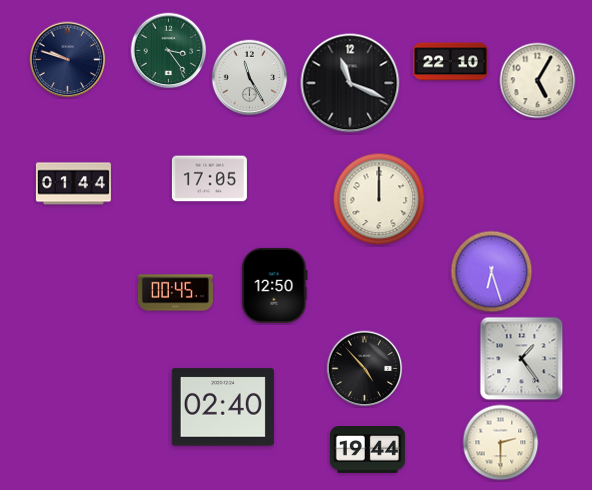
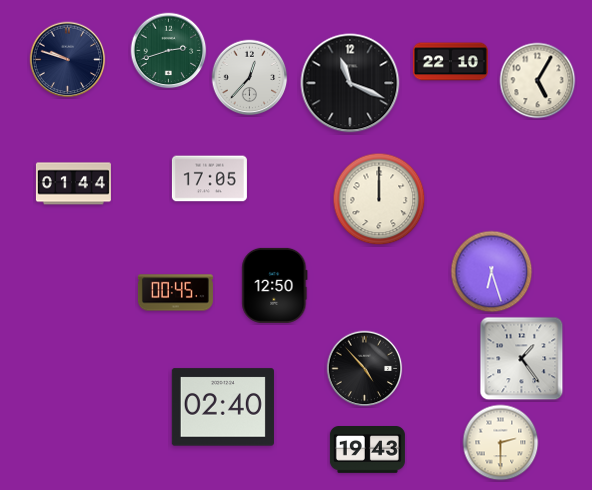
clock at (169, 51): 3:24 -> 2:42
clock at (250, 78): 11:25 -> 12:37
clock at (367, 450): 19:44 -> 19:43
